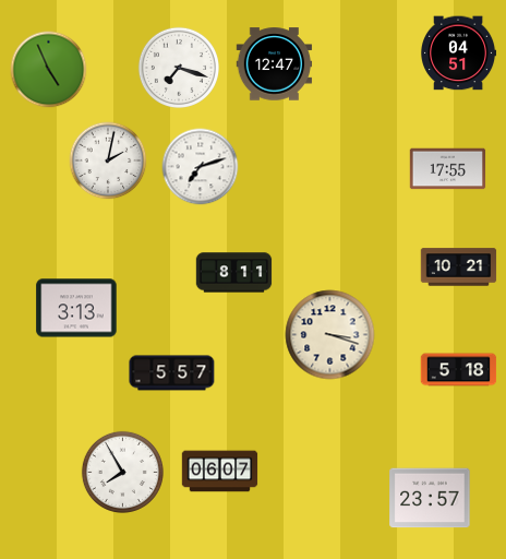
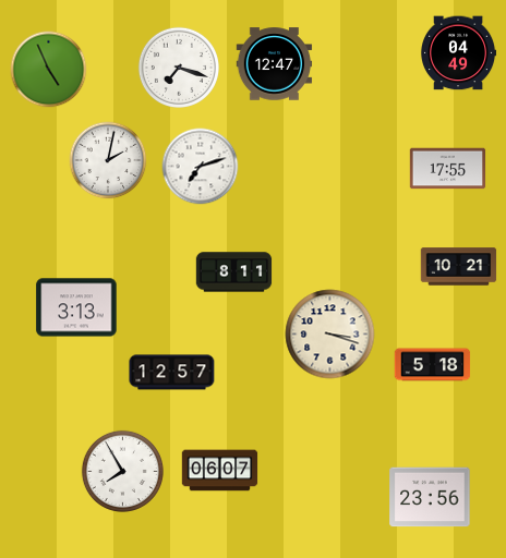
clock at (459, 53): 04:51 -> 04:49
clock at (459, 370) position: (459, 370) -> (433, 365)
clock at (172, 373): 5:57 -> 12:57
clock at (430, 498): 23:57 -> 23:56
